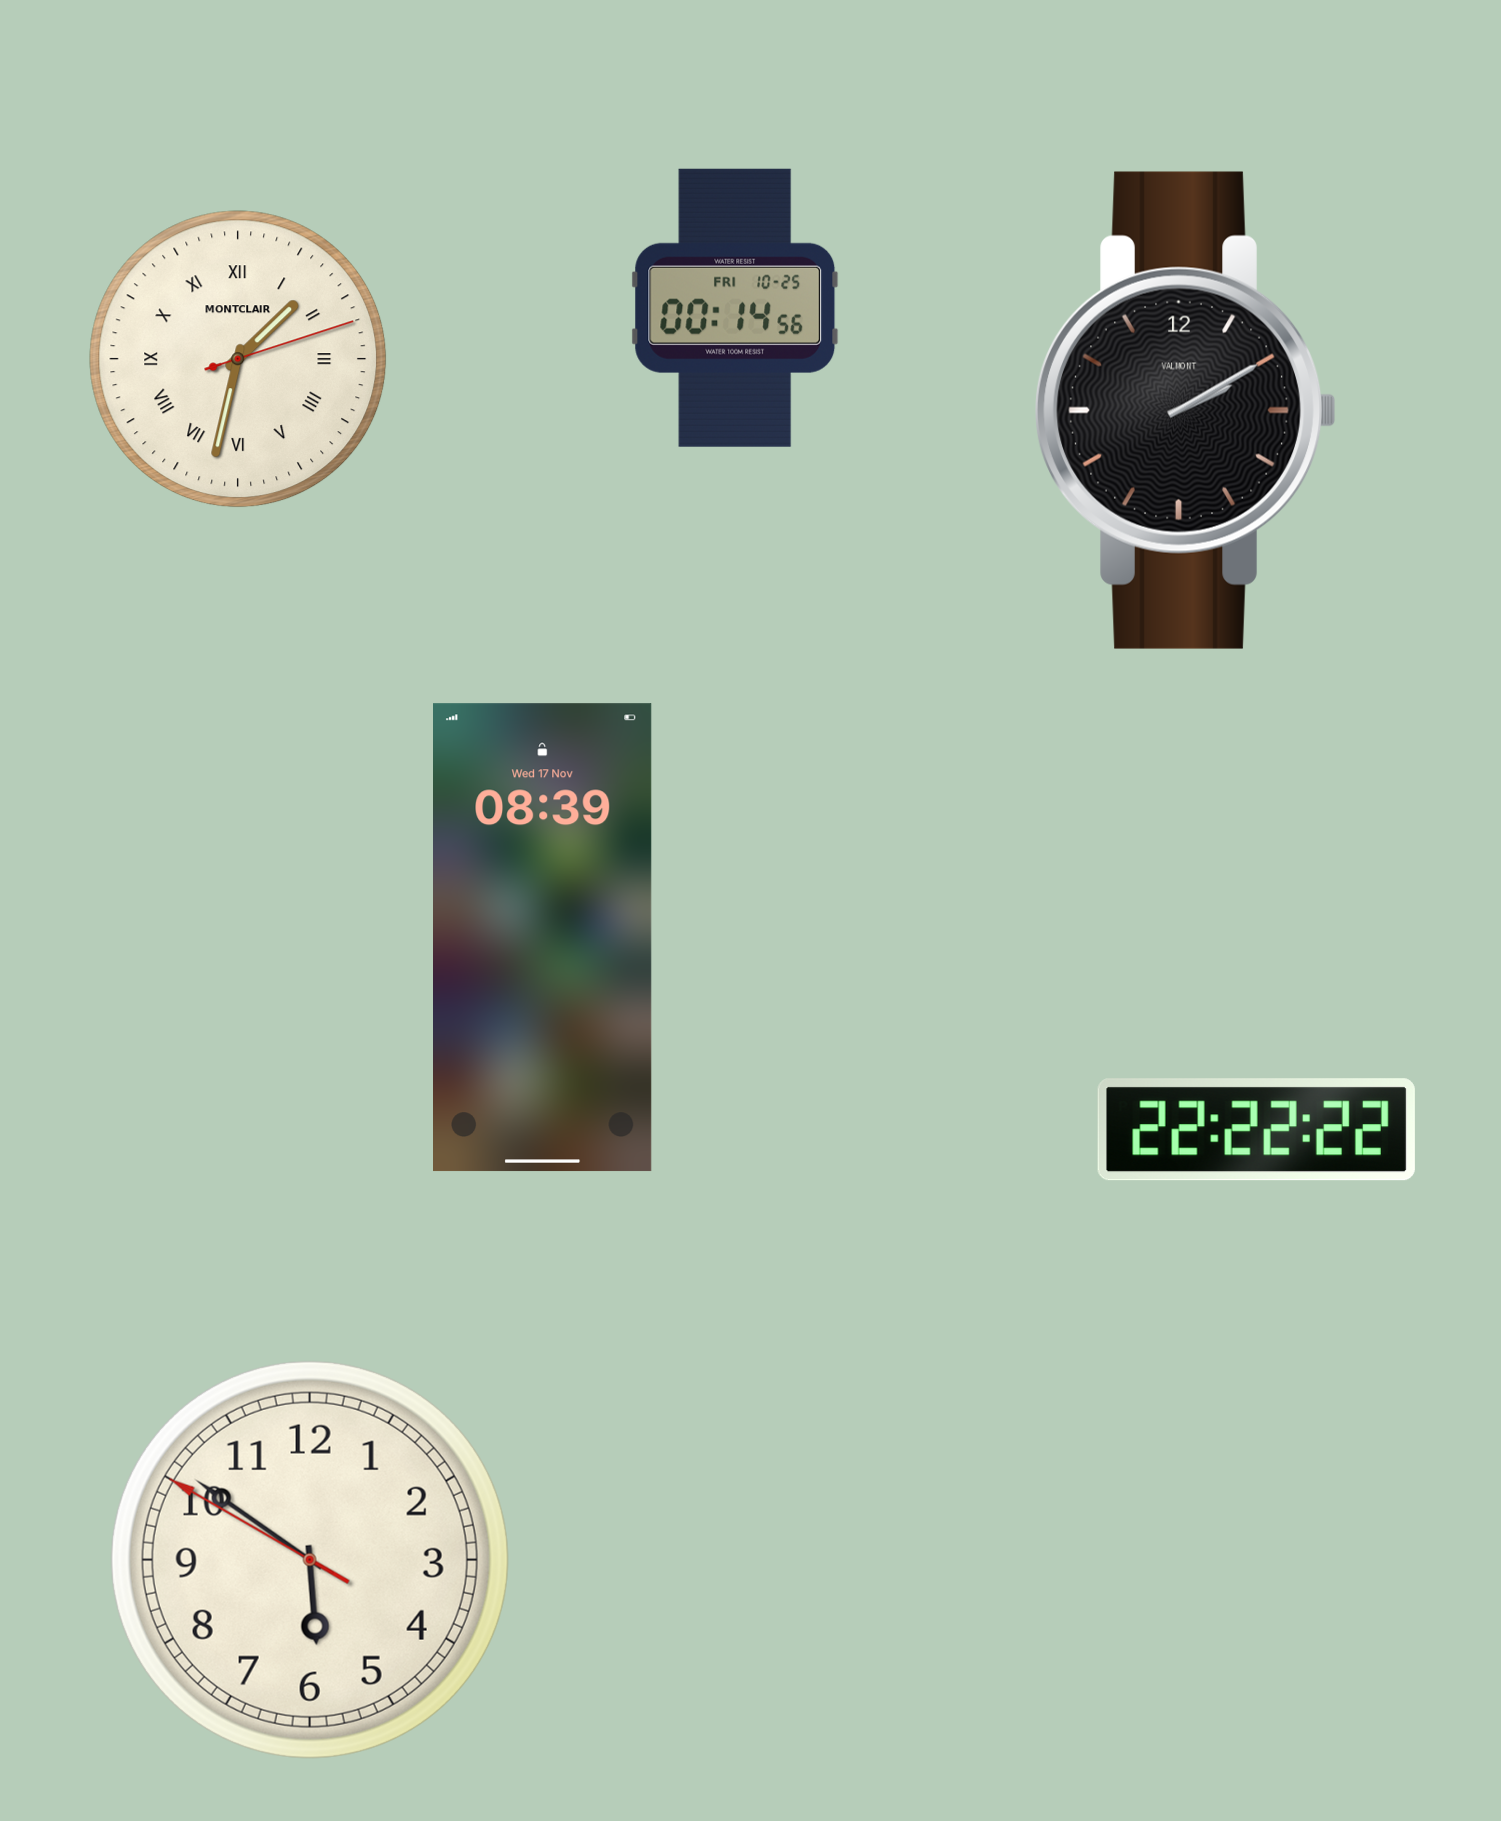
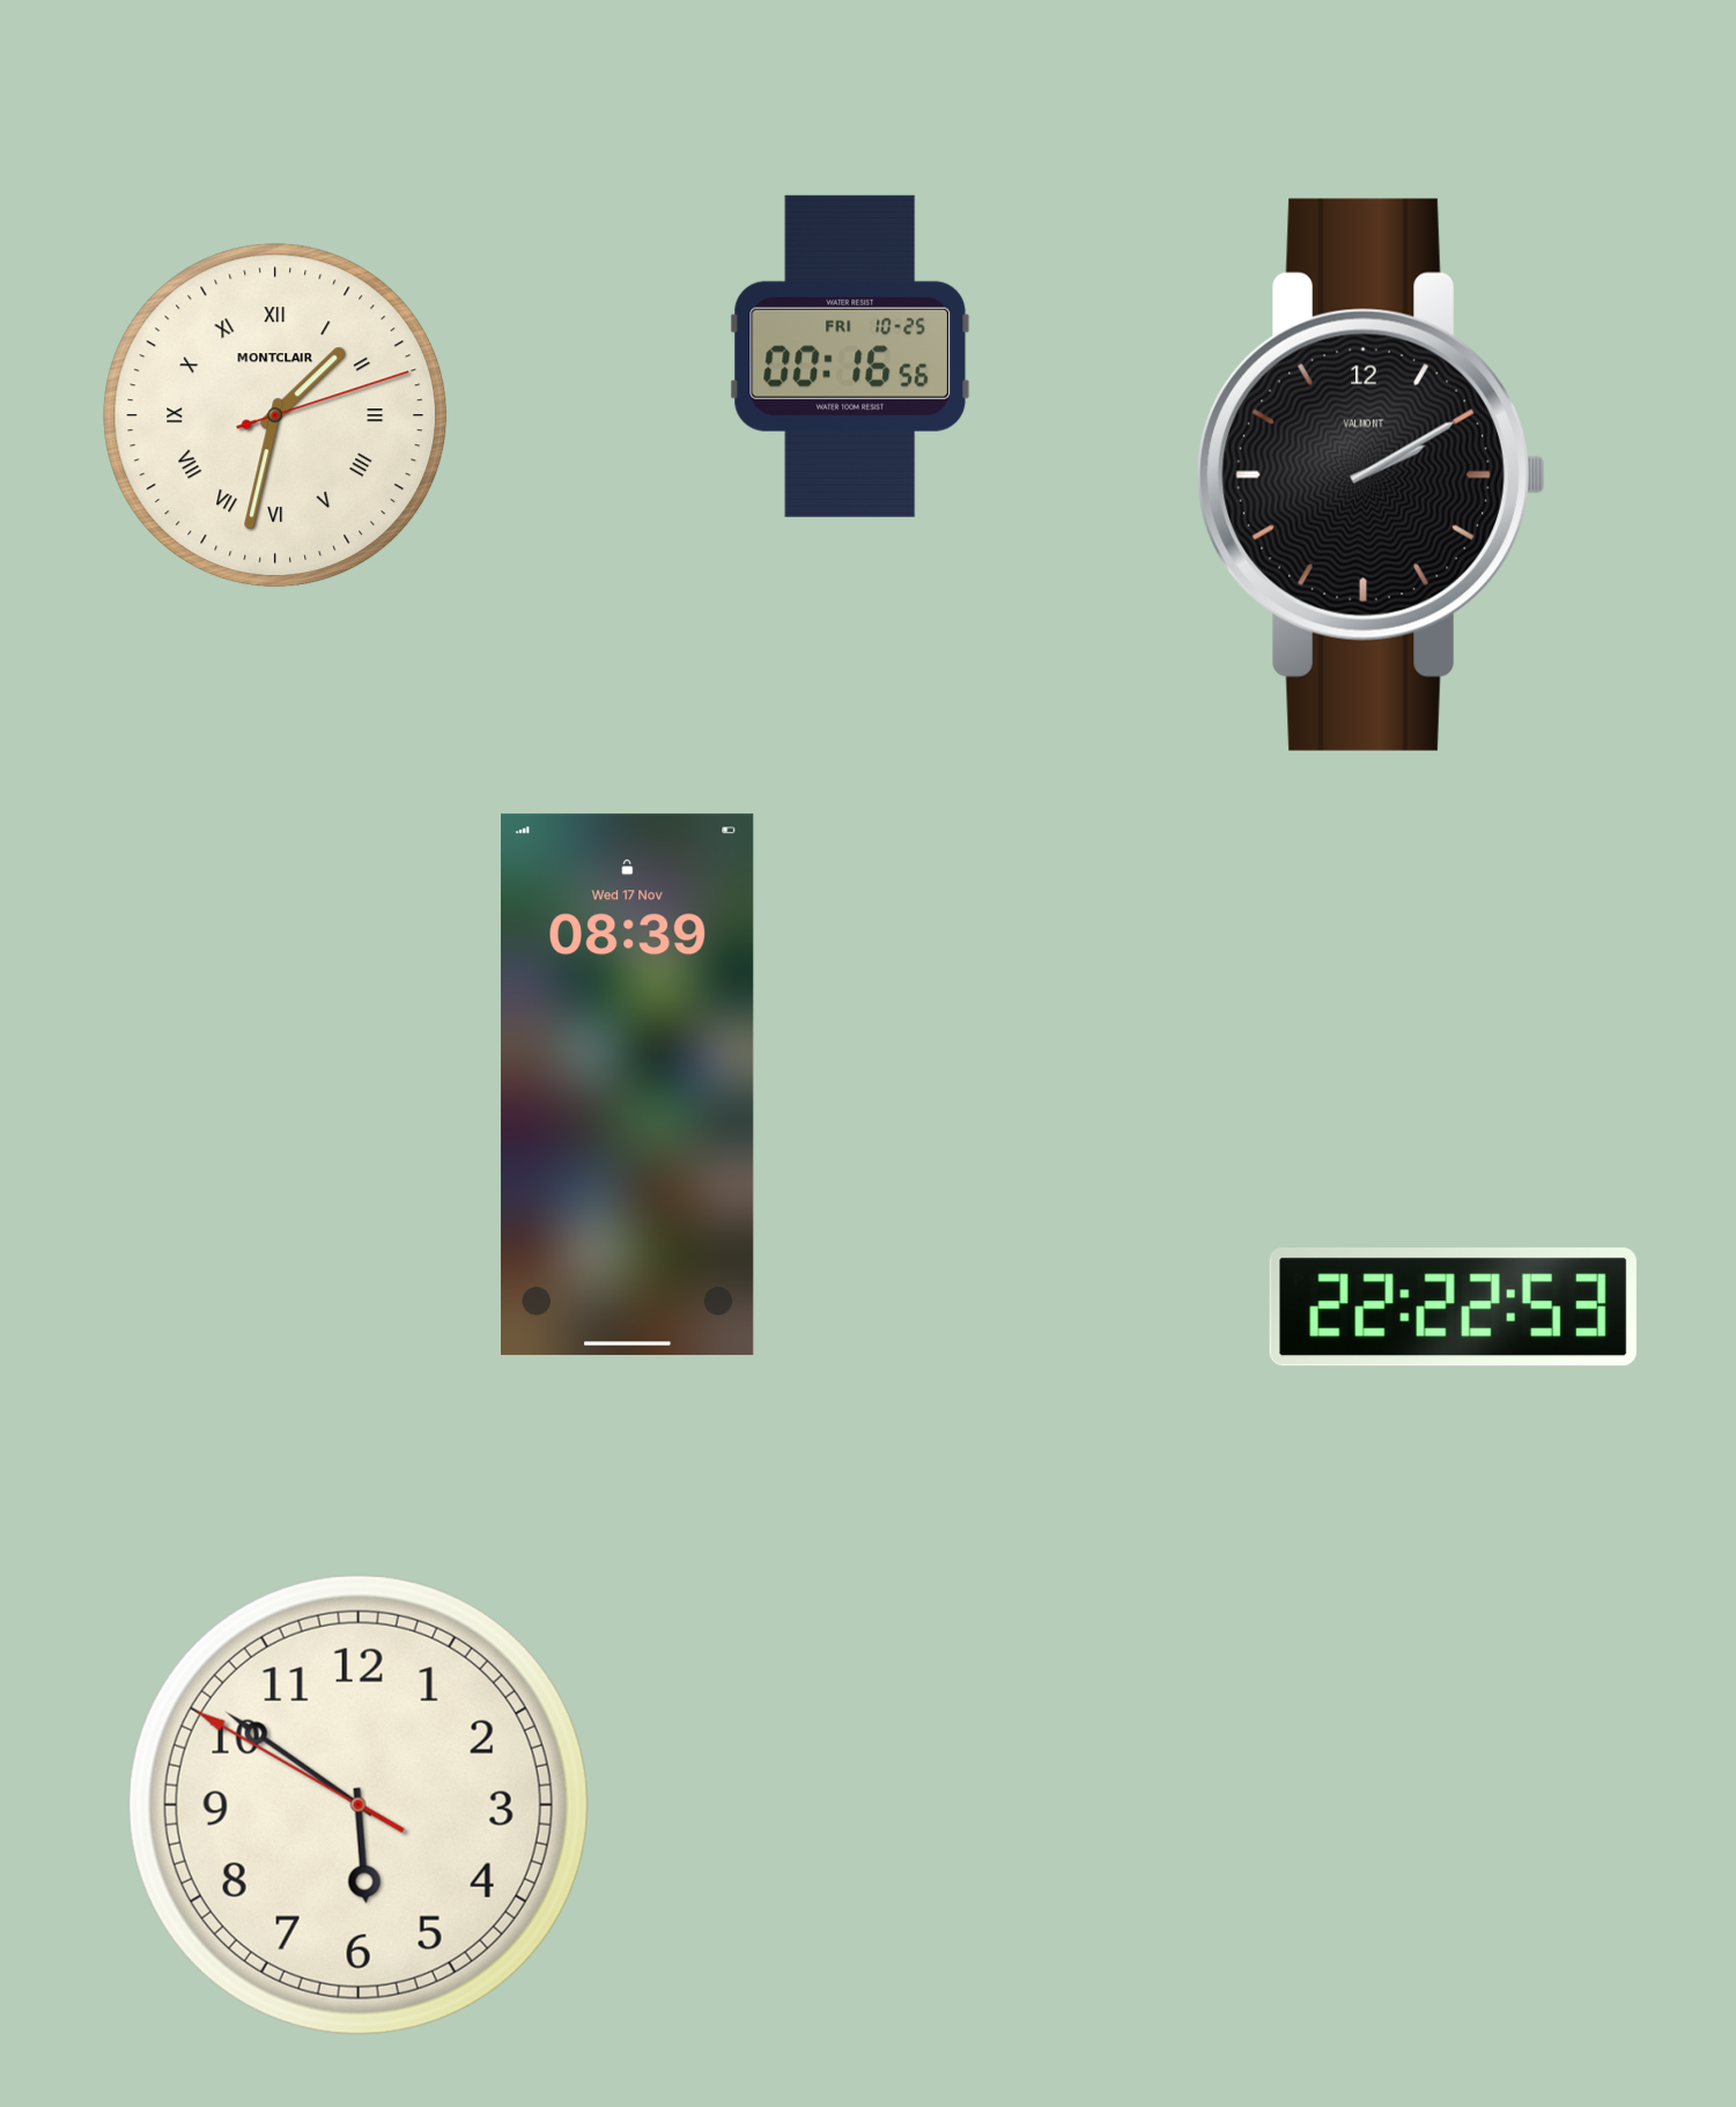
clock at (735, 308): 00:14 -> 00:16
clock at (1256, 1130): 22:22:22 -> 22:22:53
